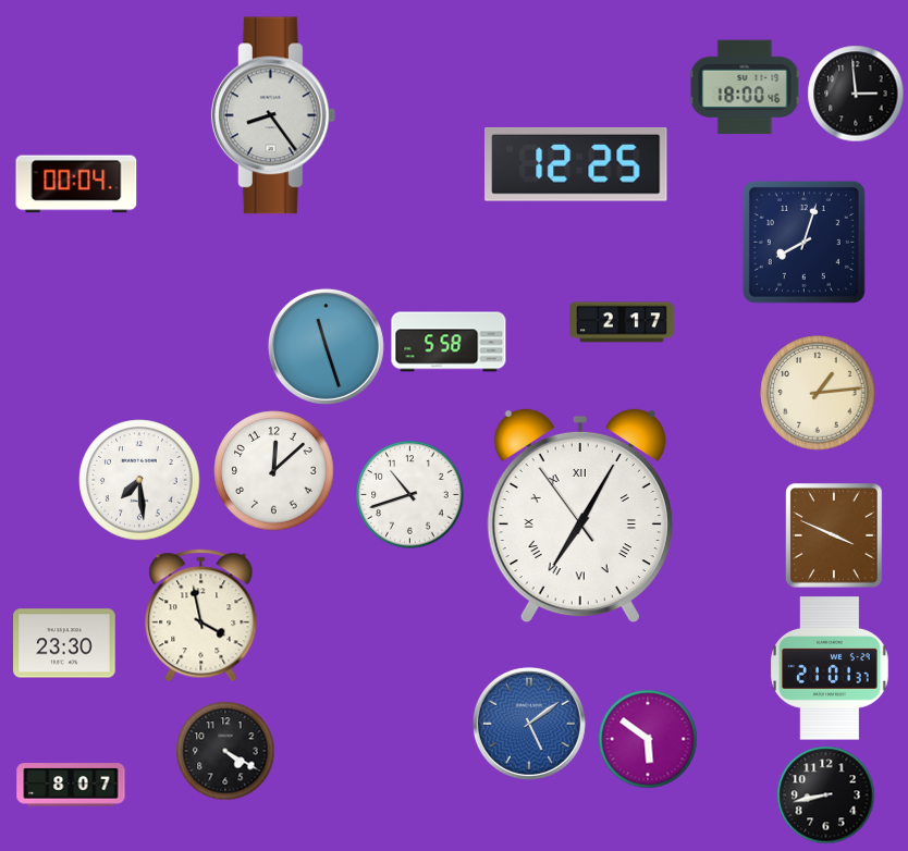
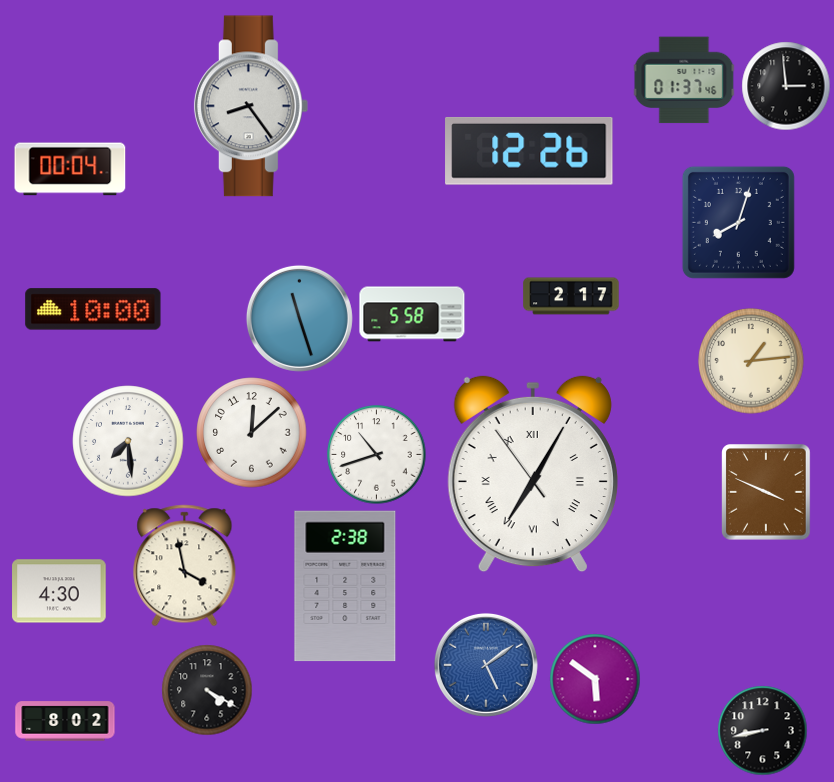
clock at (745, 87): 18:00 -> 01:37
clock at (576, 164): 12:25 -> 12:26
clock at (93, 309): none -> 10:00
clock at (345, 586): none -> 2:38
clock at (64, 643): 23:30 -> 4:30
clock at (830, 668): 21:01 -> none
clock at (71, 785): 8:07 -> 8:02
clock at (826, 795) position: (826, 795) -> (763, 731)
